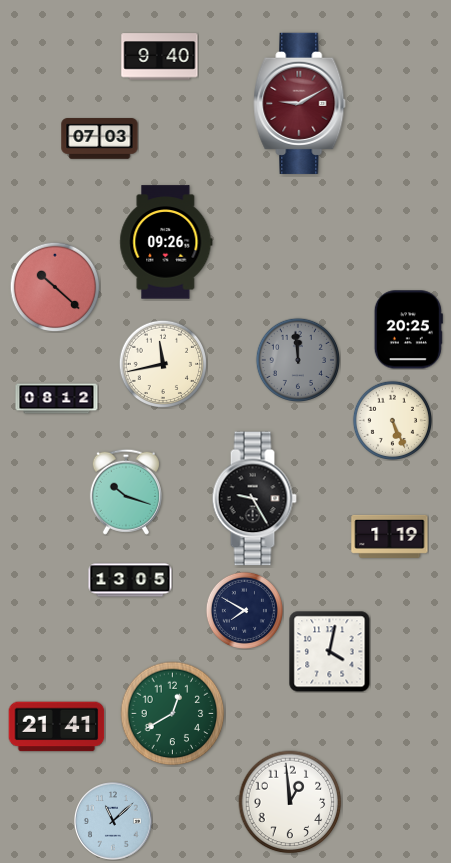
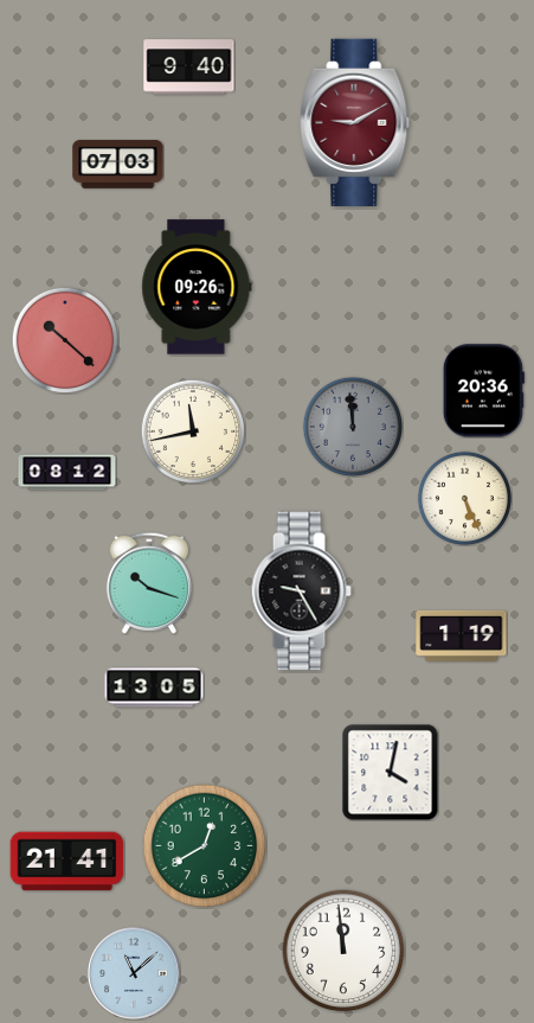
clock at (408, 330): 20:25 -> 20:36
clock at (244, 610): 7:50 -> none
clock at (290, 802): 12:59 -> 11:59
